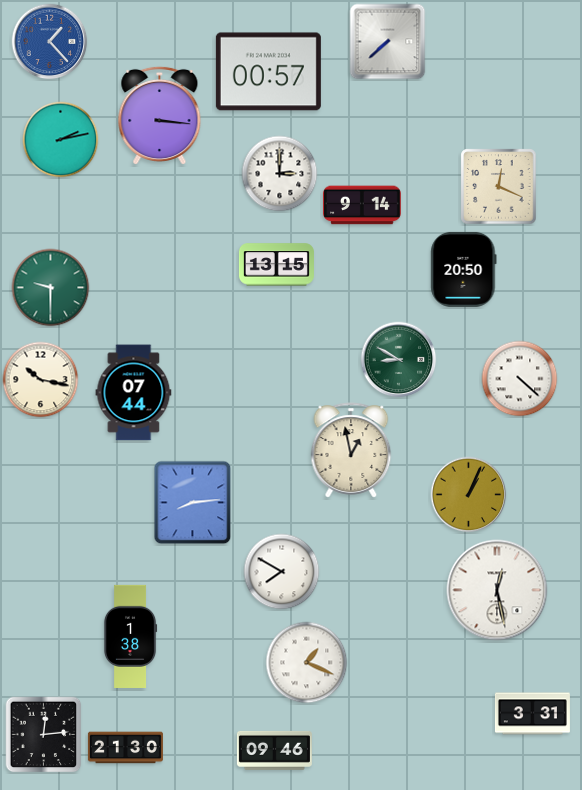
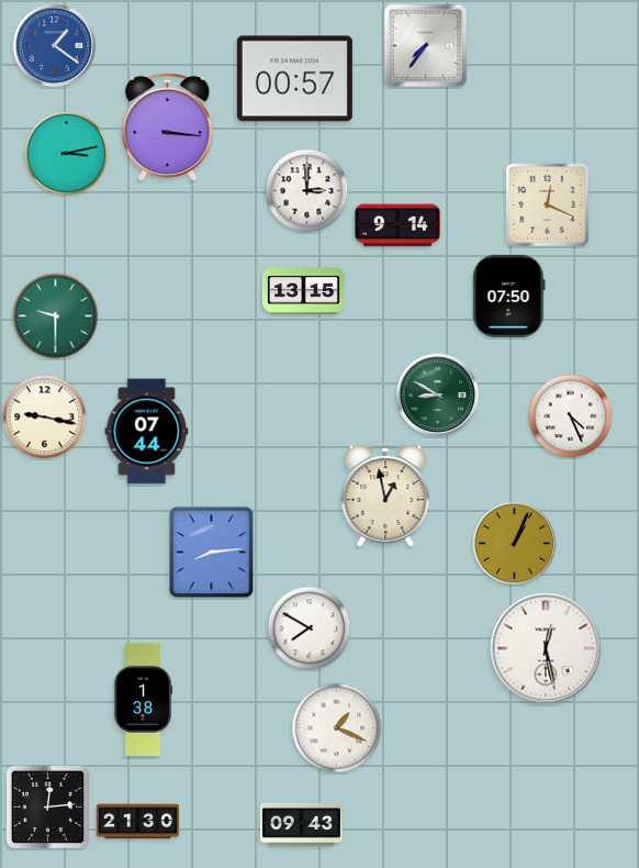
clock at (50, 42): 1:23 -> 1:21
clock at (388, 42): 7:38 -> 7:36
clock at (160, 116) position: (160, 116) -> (168, 127)
clock at (61, 140): 2:13 -> 3:13
clock at (464, 269): 20:50 -> 07:50
clock at (520, 379): 4:22 -> 4:26
clock at (41, 380): 10:17 -> 9:17
clock at (532, 714): 3:31 -> none
clock at (274, 750): 09:46 -> 09:43
